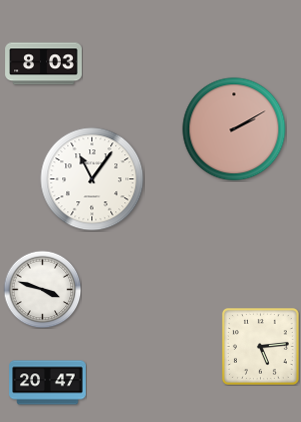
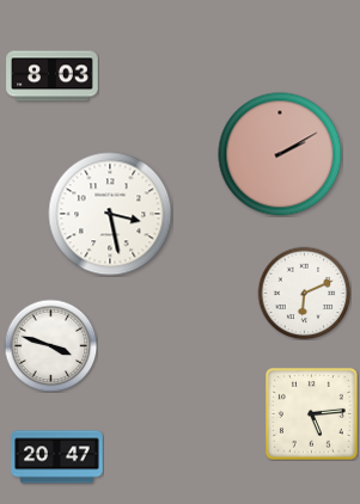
clock at (92, 179): 11:06 -> 3:28
clock at (304, 293): none -> 6:11
